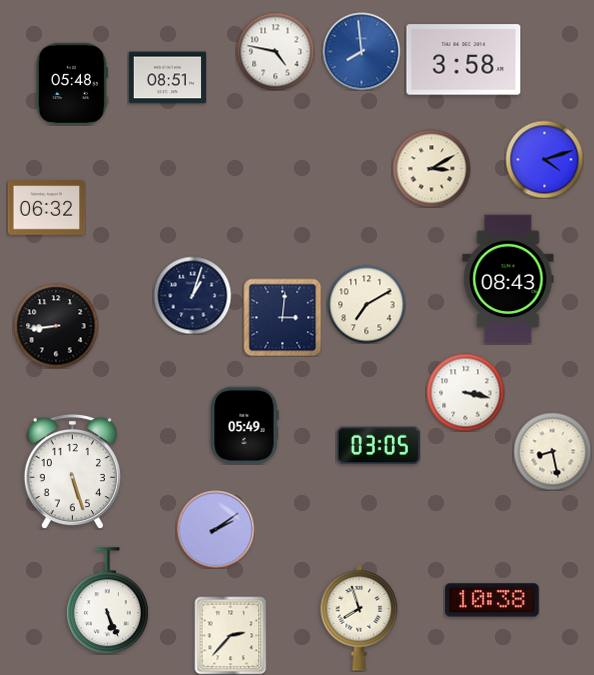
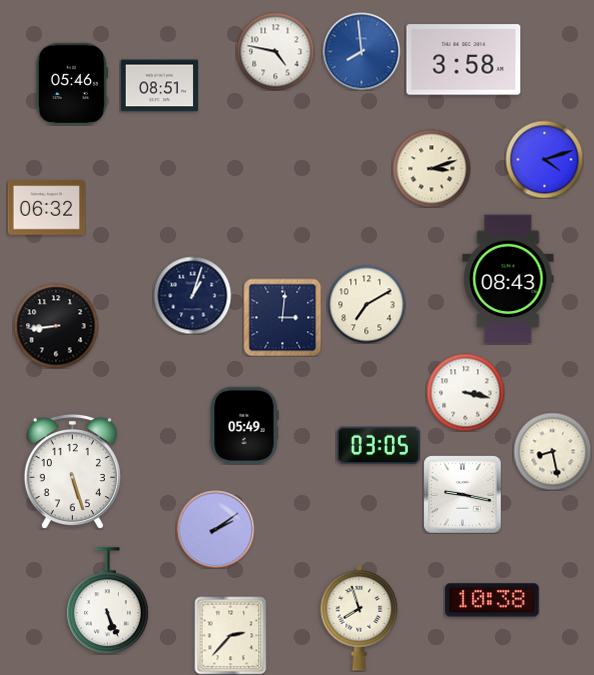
clock at (167, 78) position: (167, 78) -> (159, 86)
clock at (72, 84): 05:48 -> 05:46
clock at (431, 168): 3:10 -> 3:12
clock at (462, 494): none -> 9:17
